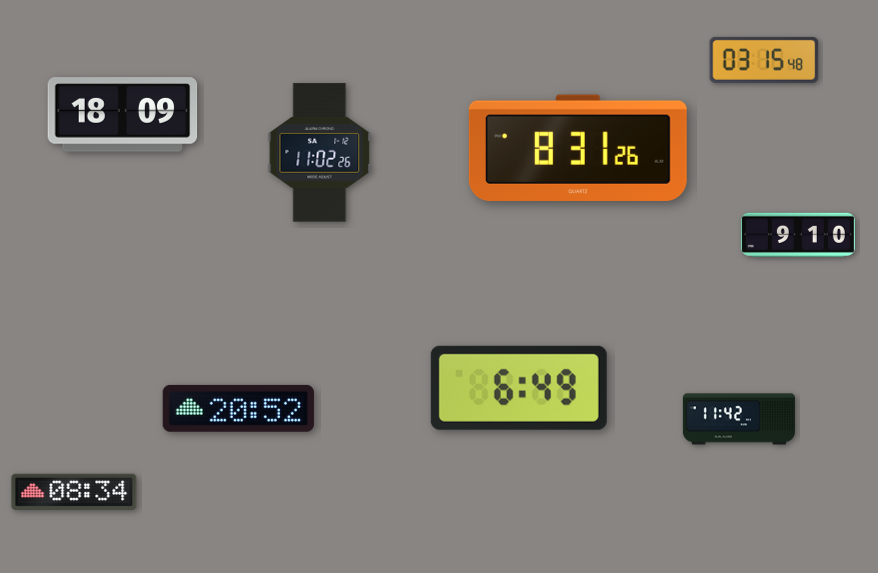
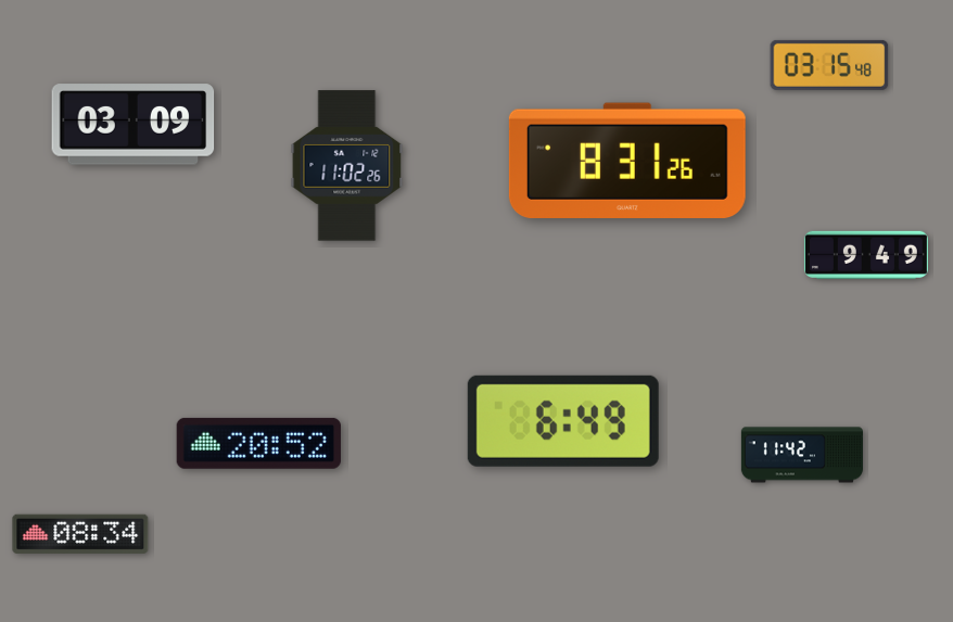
clock at (123, 115): 18:09 -> 03:09
clock at (798, 235): 9:10 -> 9:49
